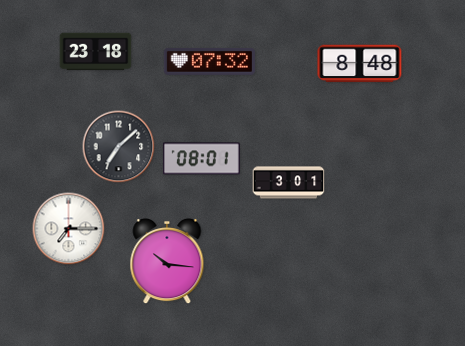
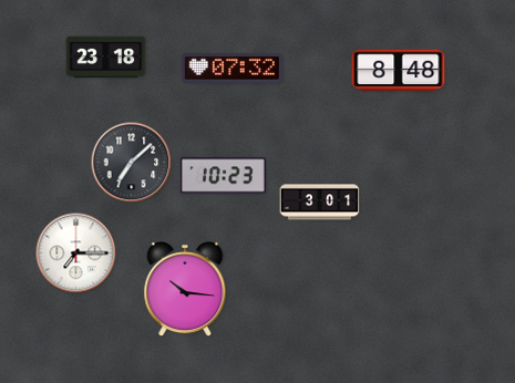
clock at (201, 159): 08:01 -> 10:23
